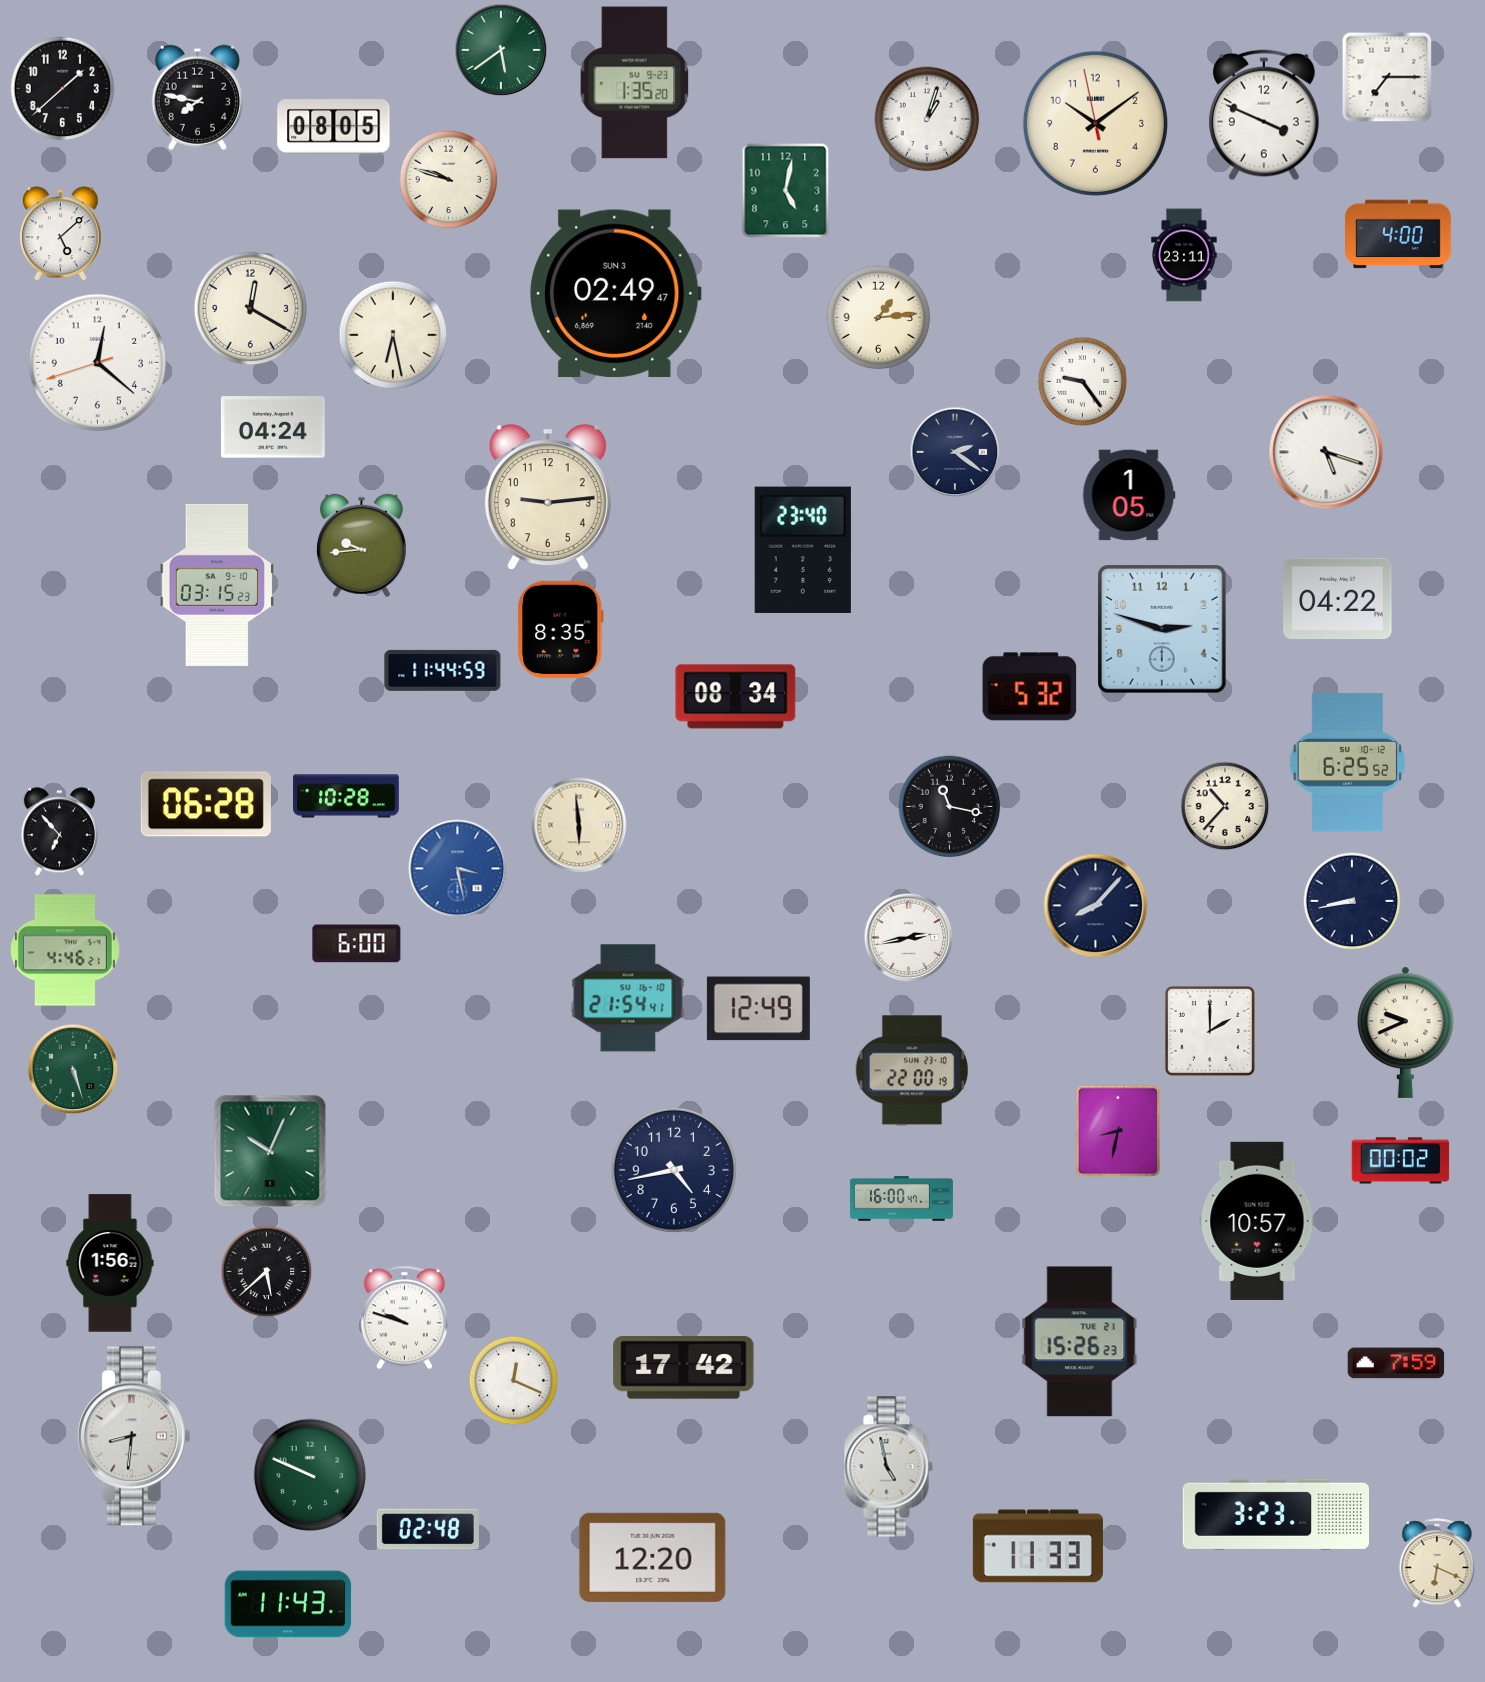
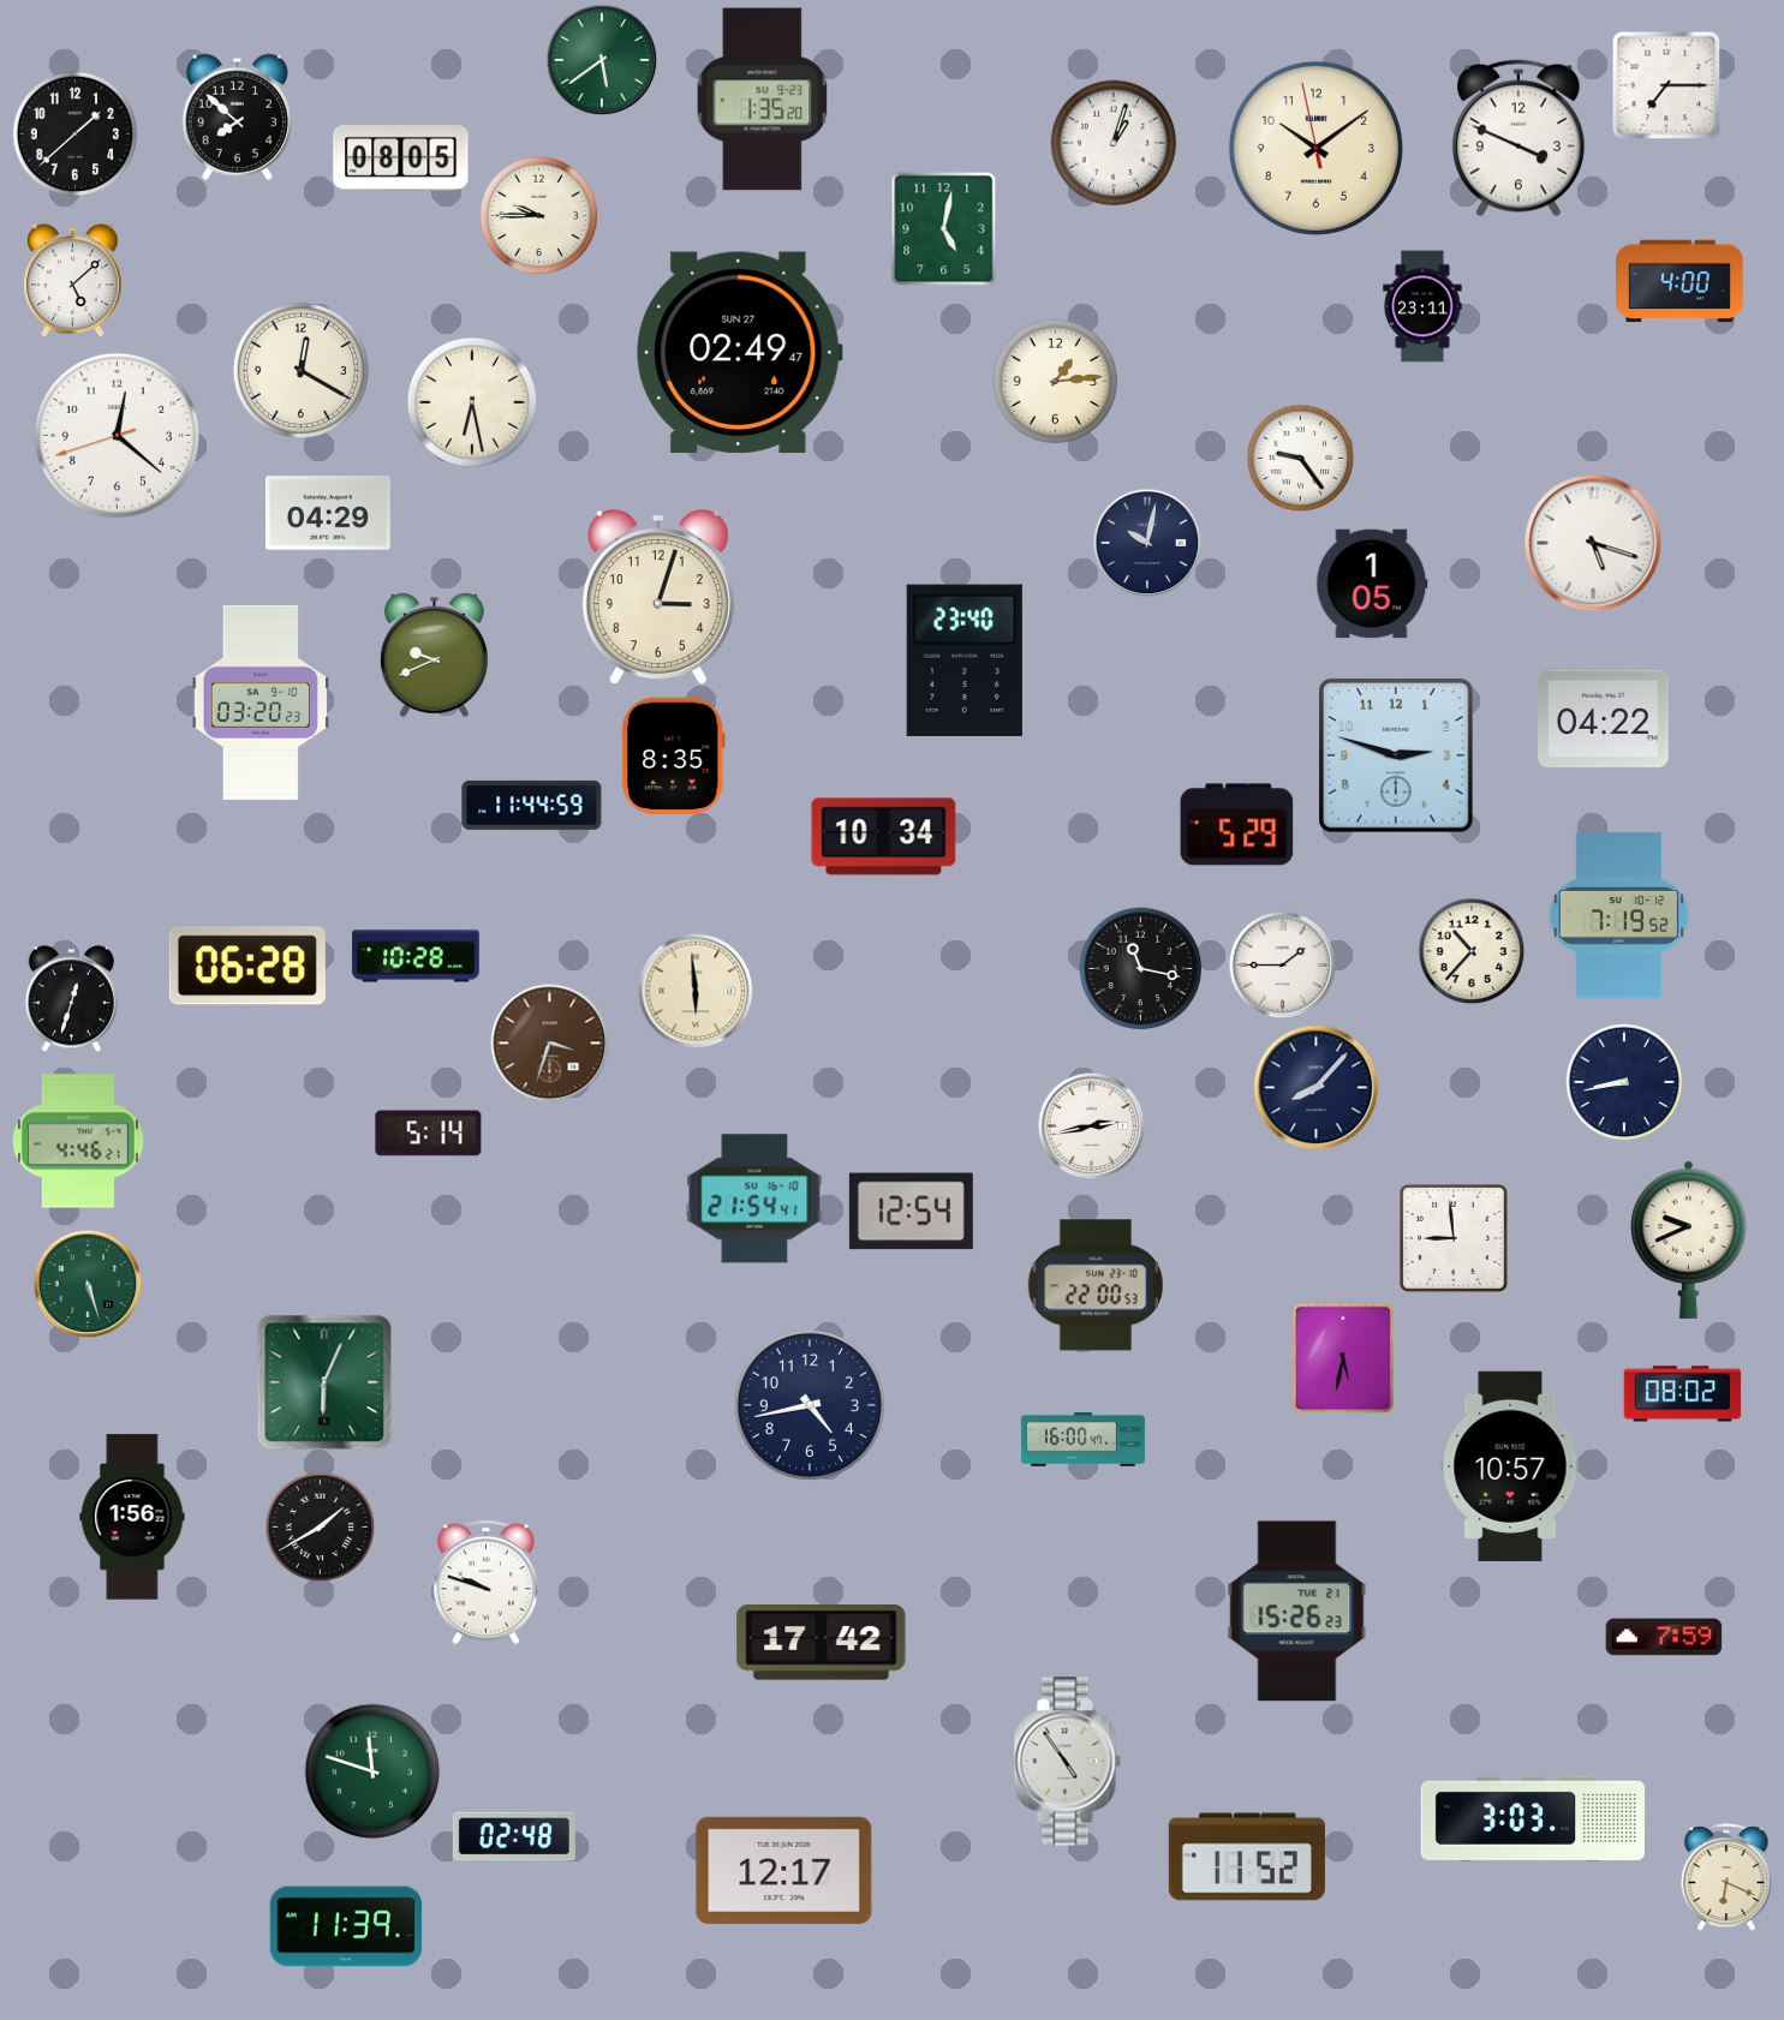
clock at (1387, 77) position: (1387, 77) -> (1666, 85)
clock at (63, 89) position: (63, 89) -> (76, 135)
clock at (197, 97): 7:47 -> 7:52
clock at (334, 127) position: (334, 127) -> (401, 159)
clock at (449, 180): 9:48 -> 9:45
clock at (616, 294) date: SUN 3 -> SUN 27
clock at (273, 427): 04:24 -> 04:29
clock at (955, 452): 2:21 -> 10:02
clock at (1129, 495) position: (1129, 495) -> (1372, 584)
clock at (548, 498): 9:14 -> 3:03
clock at (361, 546): 9:44 -> 9:41
clock at (217, 585): 03:15 -> 03:20
clock at (1338, 599) position: (1338, 599) -> (1604, 719)
clock at (1030, 687): 5:32 -> 5:29
clock at (736, 697): 08:34 -> 10:34
clock at (1348, 763): 6:25 -> 7:19
clock at (1283, 966): none -> 1:45
clock at (1225, 806) position: (1225, 806) -> (1472, 951)
clock at (59, 832): 6:53 -> 12:33
clock at (458, 869): 3:28 -> 3:33
clock at (458, 869) dial: blue -> brown
clock at (357, 944): 6:00 -> 5:14
clock at (758, 1009): 12:49 -> 12:54
clock at (1210, 1031): 2:00 -> 8:59
clock at (912, 1070): 22:00:19 -> 22:00:53
clock at (1117, 1130): 8:32 -> 5:32
clock at (270, 1151): 10:04 -> 6:04
clock at (1401, 1161): 00:02 -> 08:02
clock at (267, 1272): 5:38 -> 1:40
clock at (1396, 1363) position: (1396, 1363) -> (1664, 1637)
clock at (514, 1381): 12:19 -> none
clock at (134, 1436): 8:31 -> none
clock at (888, 1467): 4:58 -> 4:54
clock at (310, 1475): 9:49 -> 11:48
clock at (1275, 1514): 3:23 -> 3:03
clock at (1038, 1546): 11:33 -> 11:52
clock at (653, 1557): 12:20 -> 12:17
clock at (288, 1604): 11:43 -> 11:39
